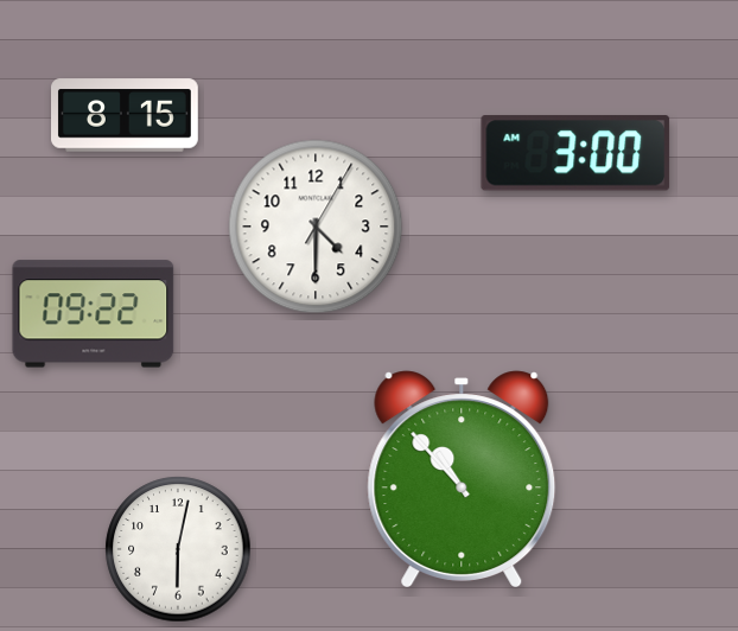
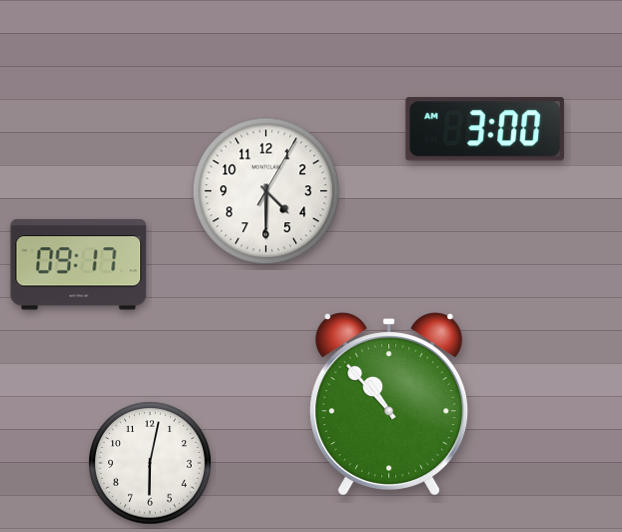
clock at (125, 115): 8:15 -> none
clock at (94, 314): 09:22 -> 09:17
